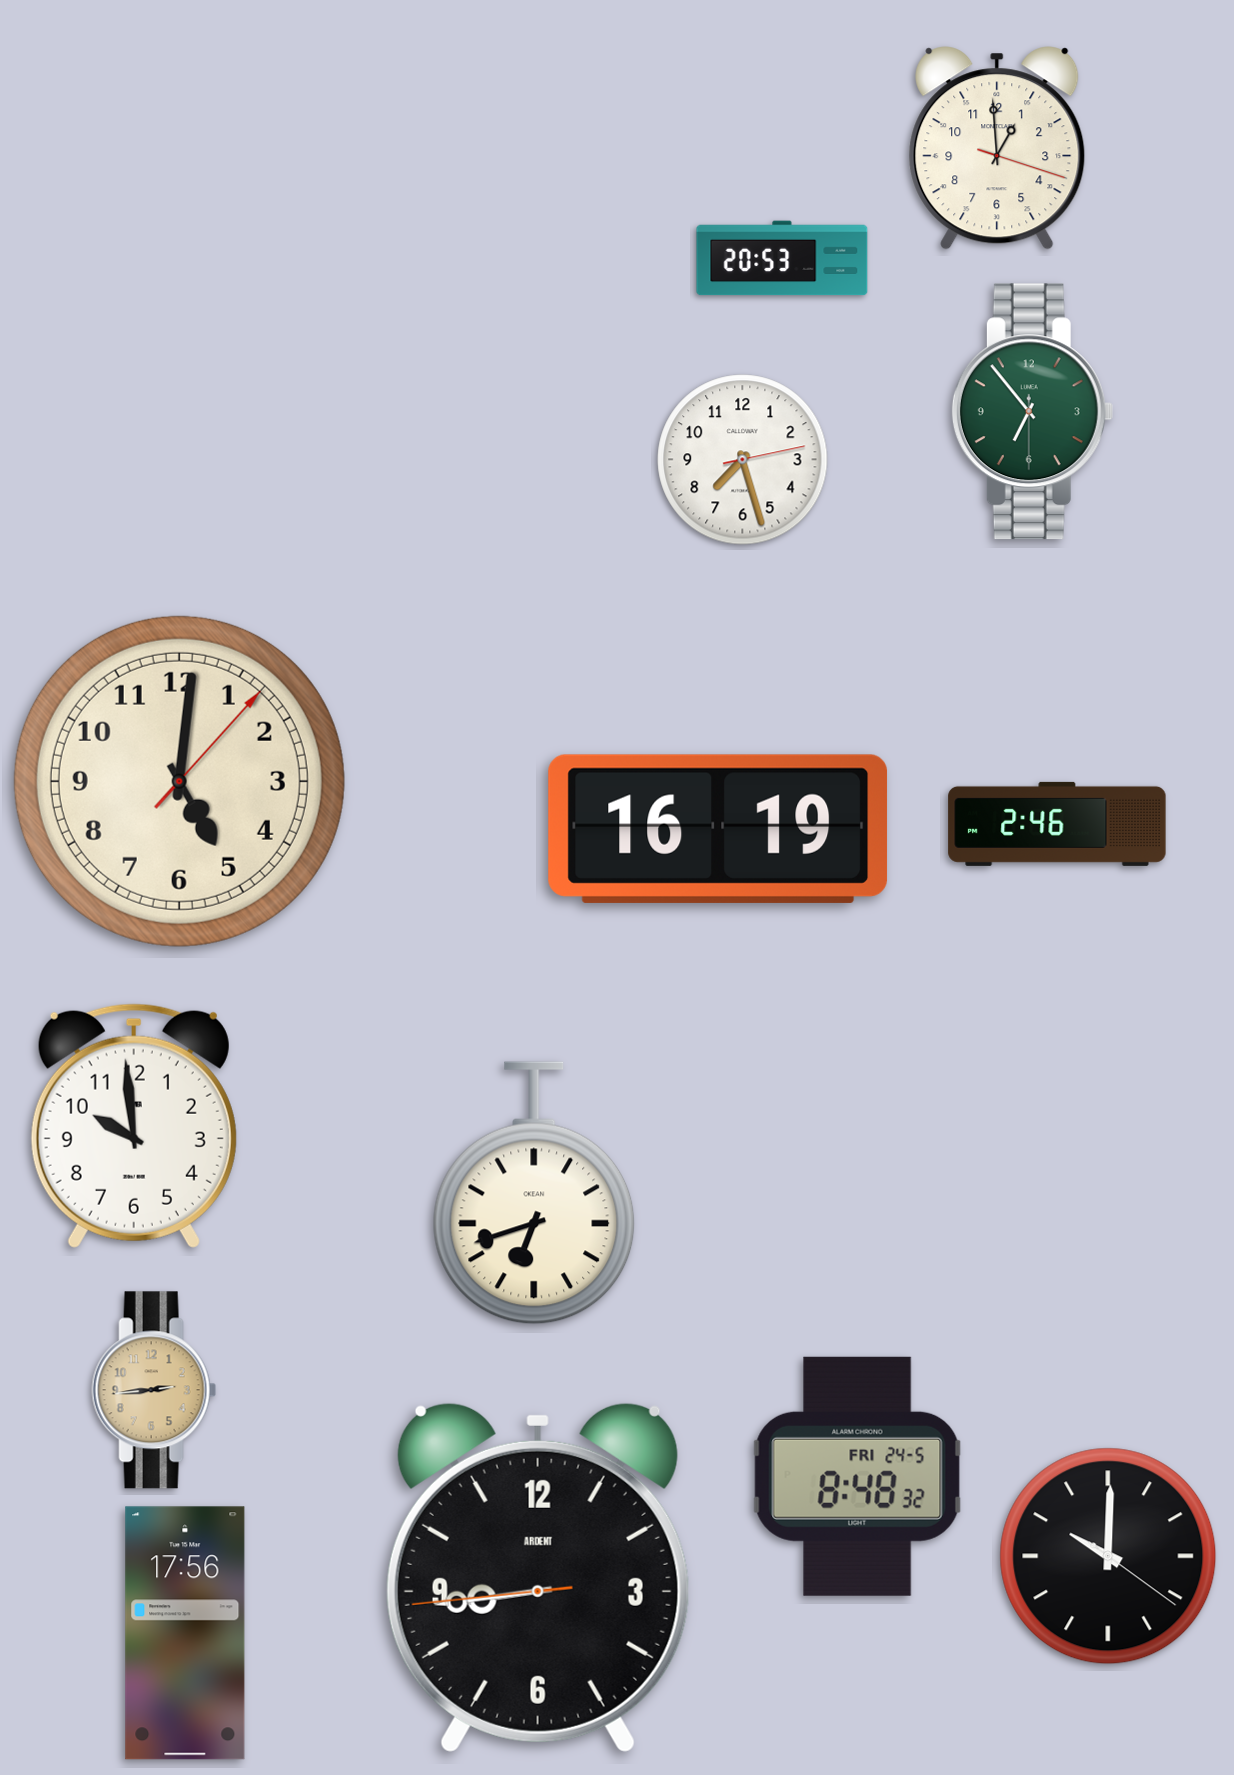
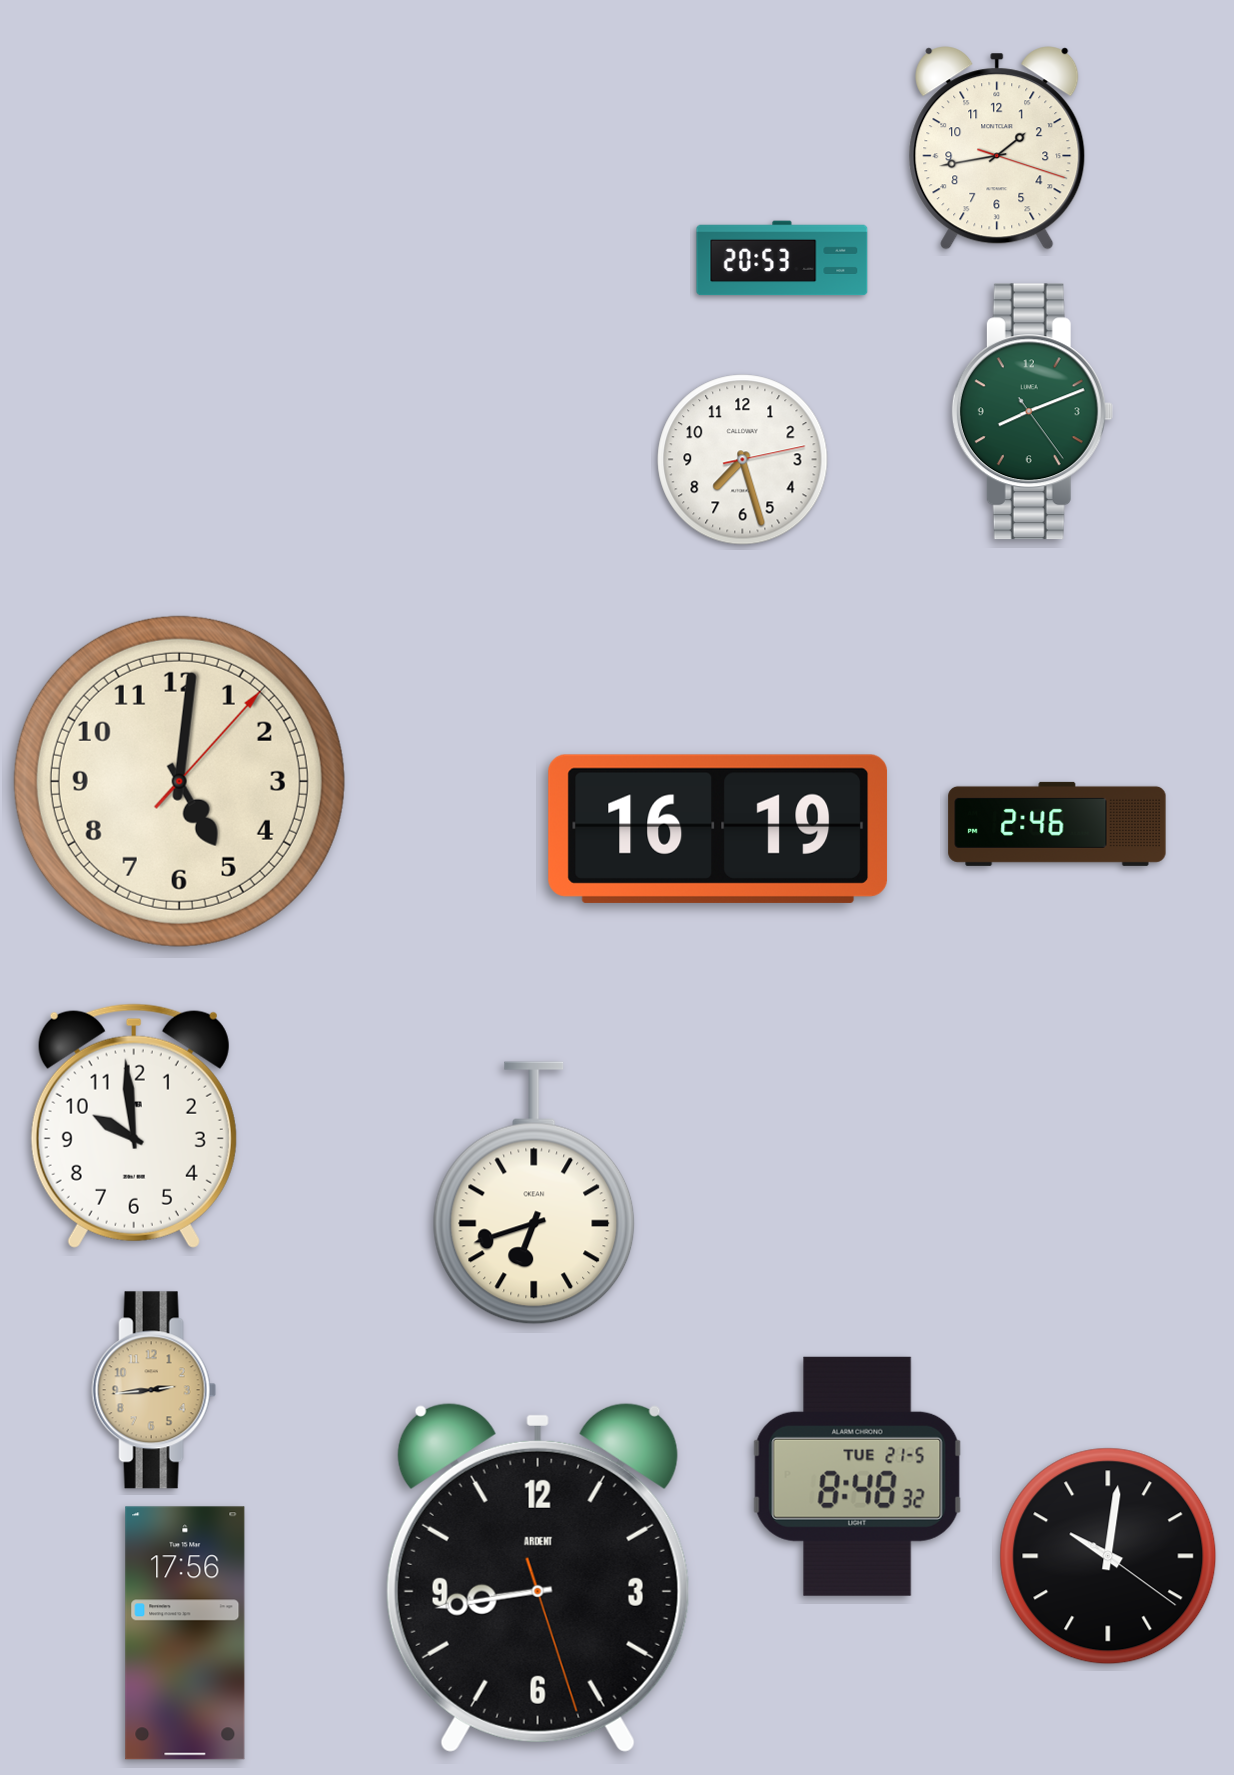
clock at (997, 148): 12:59 -> 1:43
clock at (1032, 412): 6:53 -> 8:11
clock at (858, 1476) date: FRI 24-5 -> TUE 21-5
clock at (1108, 1556): 10:00 -> 10:01
clock at (538, 1577): 8:43:44 -> 8:43:27
